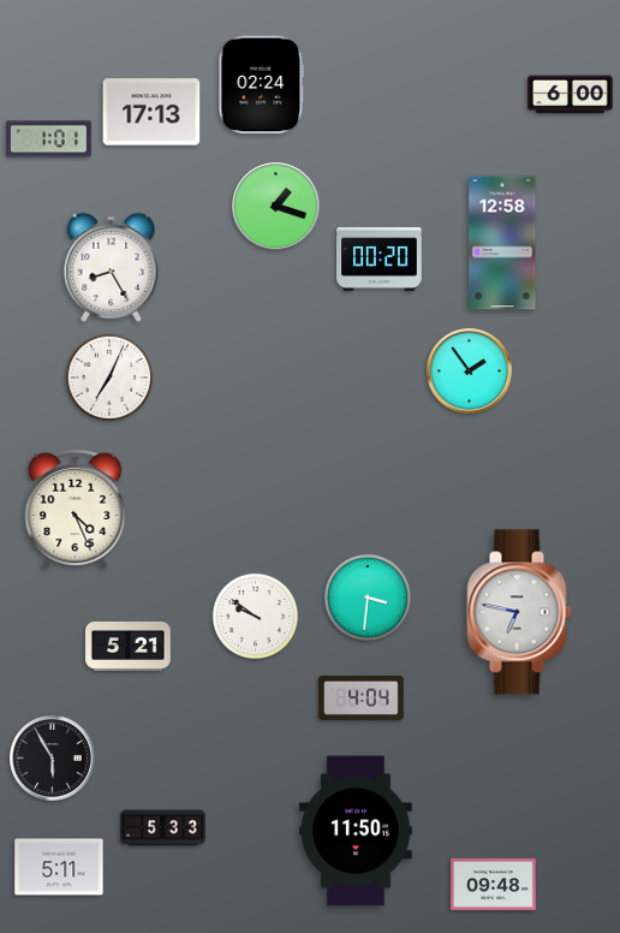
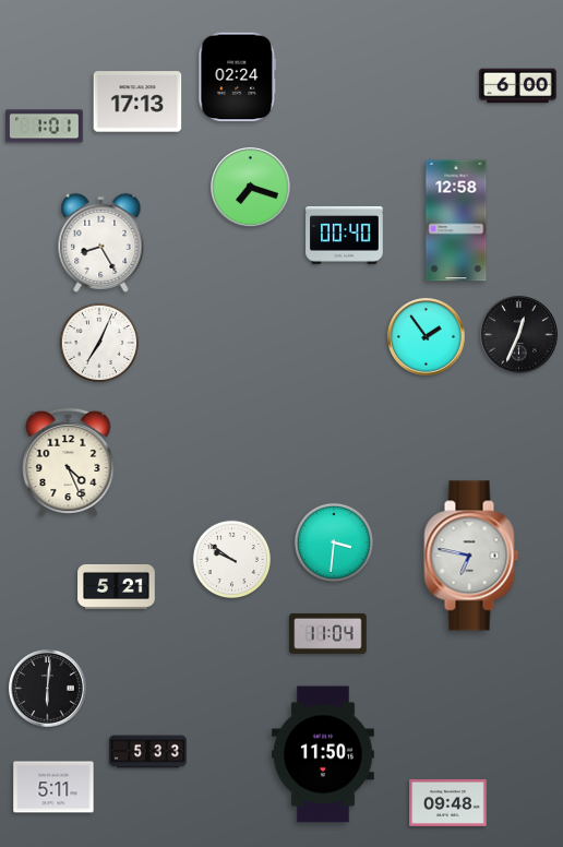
clock at (276, 207): 1:18 -> 7:18
clock at (380, 258): 00:20 -> 00:40
clock at (519, 335): none -> 12:34
clock at (362, 697): 4:04 -> 11:04
clock at (53, 759): 5:55 -> 6:01
